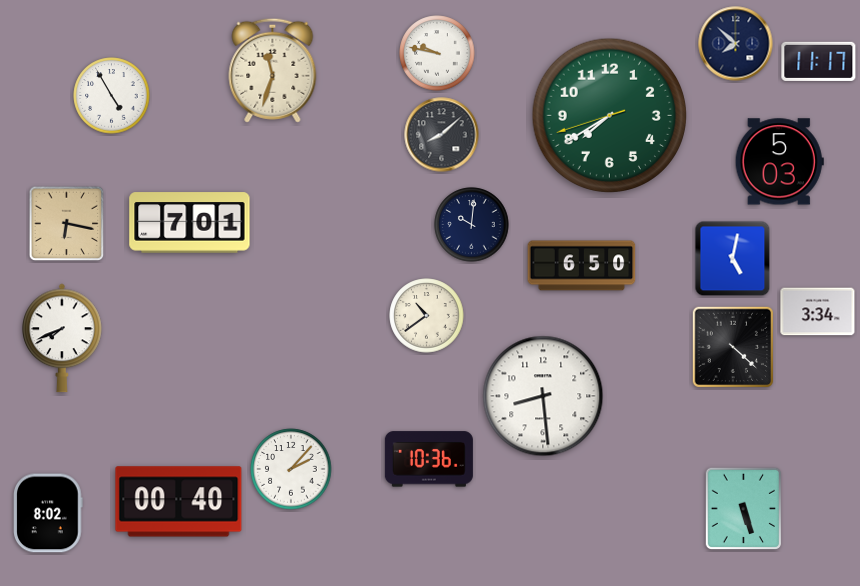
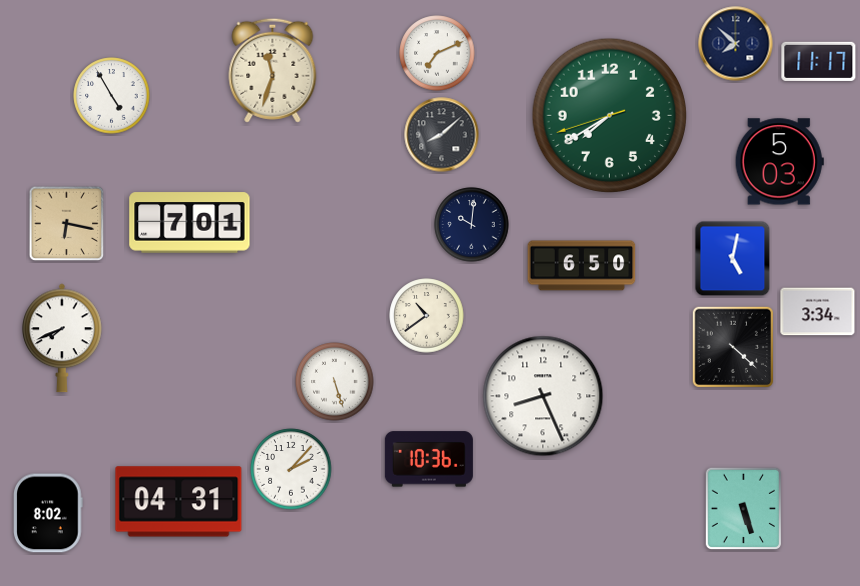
clock at (437, 53): 9:47 -> 7:11
clock at (335, 382): none -> 5:27
clock at (543, 396): 8:29 -> 8:26
clock at (179, 502): 00:40 -> 04:31
